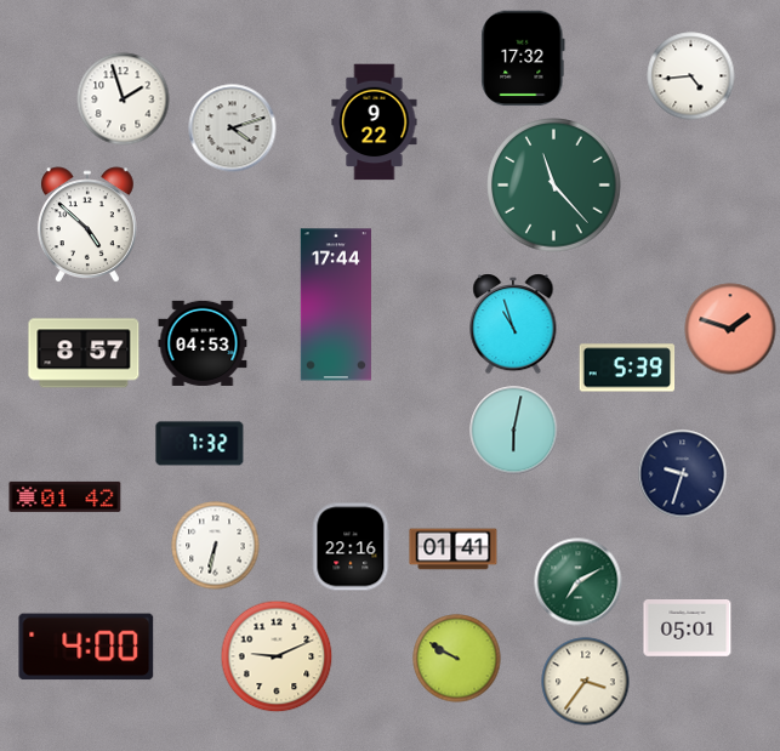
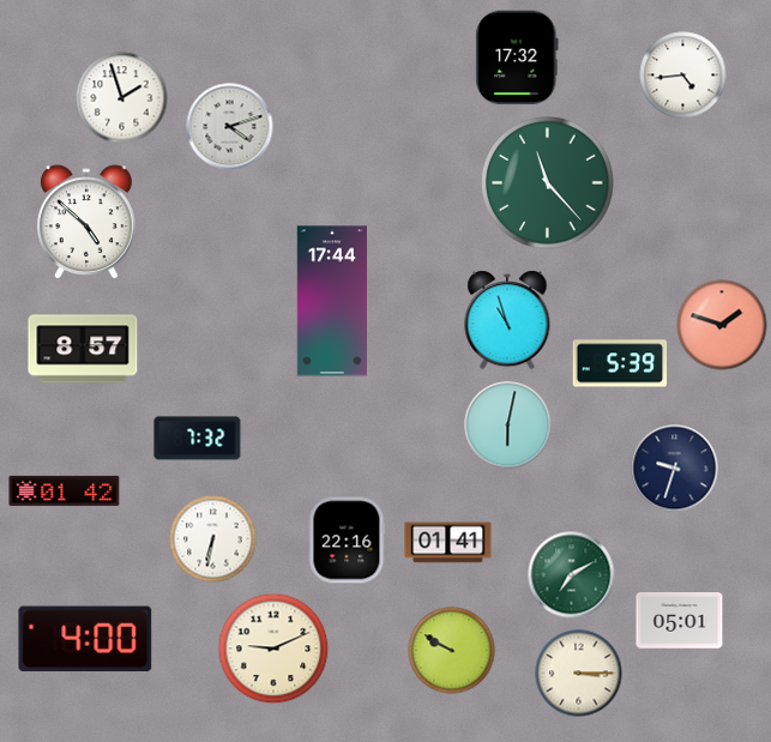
clock at (375, 123): 9:22 -> none
clock at (203, 343): 04:53 -> none
clock at (586, 682): 3:36 -> 3:15
